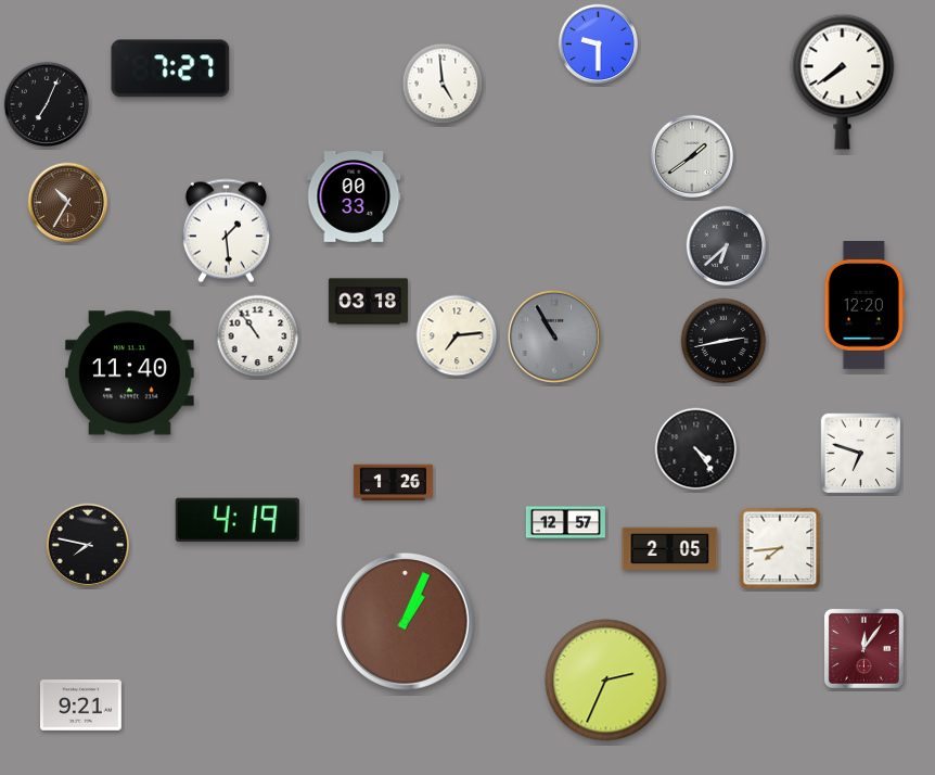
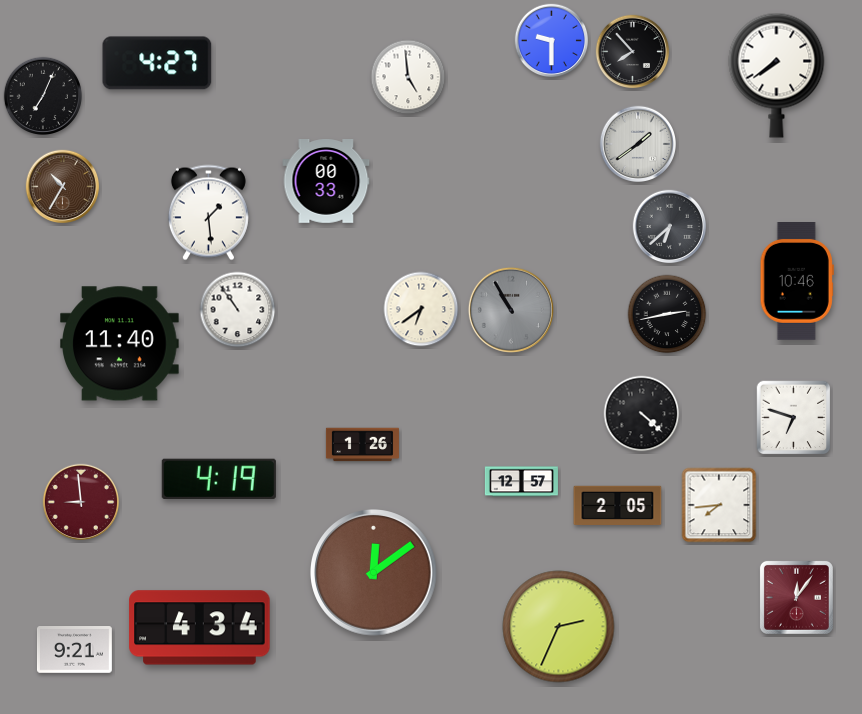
clock at (633, 52): none -> 7:53
clock at (170, 68): 7:27 -> 4:27
clock at (368, 302): 03:18 -> none
clock at (864, 306): 12:20 -> 10:46
clock at (457, 335): 7:14 -> 6:39
clock at (696, 449): 4:24 -> 4:22
clock at (88, 545): 7:47 -> 8:59
clock at (88, 545) dial: black -> burgundy
clock at (406, 622): 1:04 -> 12:09
clock at (200, 628): none -> 4:34
